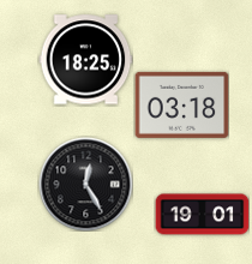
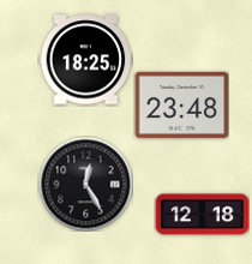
clock at (181, 104): 03:18 -> 23:48
clock at (202, 215): 19:01 -> 12:18
